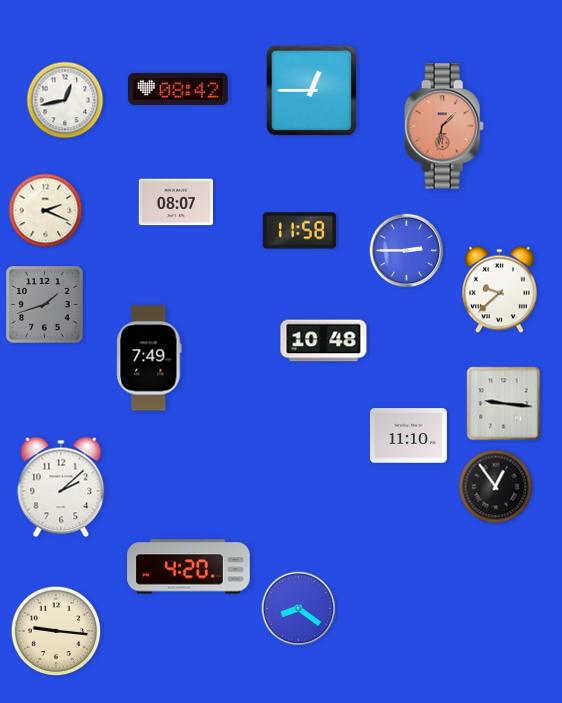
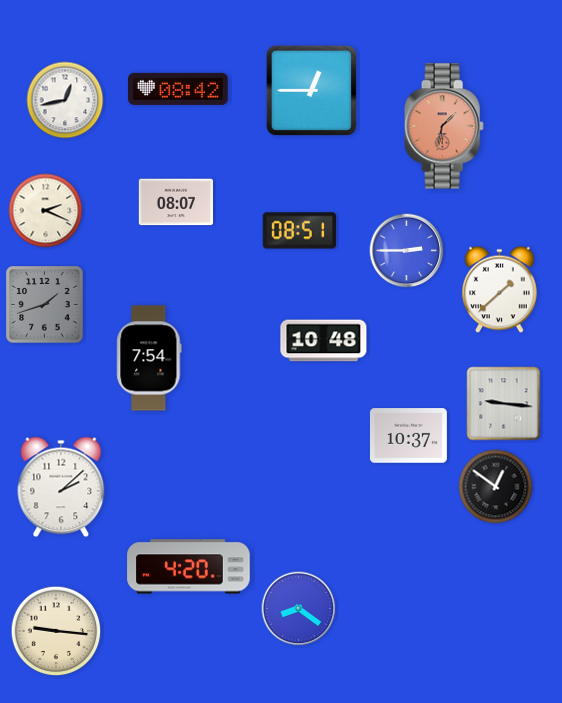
clock at (300, 231): 11:58 -> 08:51
clock at (500, 290): 9:38 -> 1:38
clock at (149, 358): 7:49 -> 7:54
clock at (408, 436): 11:10 -> 10:37
clock at (496, 487): 12:54 -> 12:51
